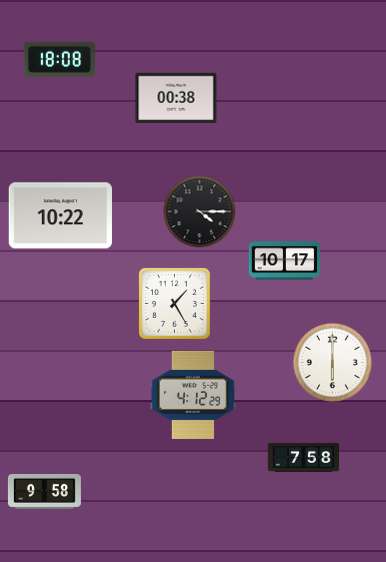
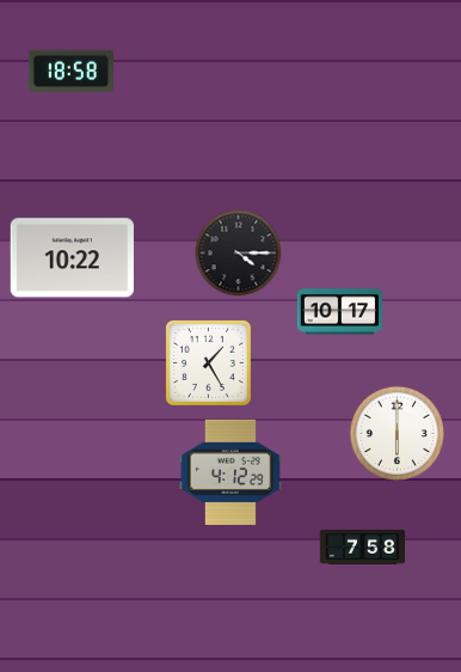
clock at (59, 59): 18:08 -> 18:58
clock at (176, 97): 00:38 -> none
clock at (44, 492): 9:58 -> none
